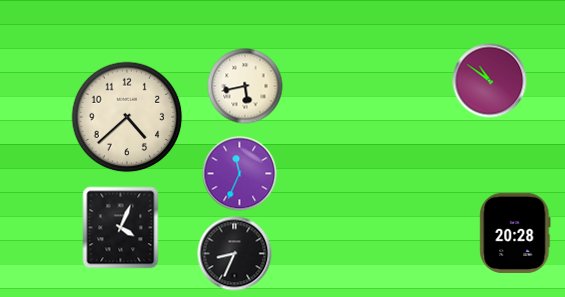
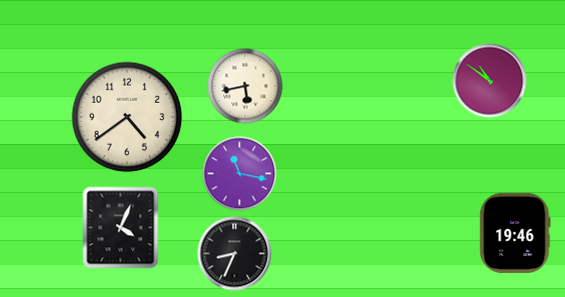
clock at (127, 117): 4:38 -> 4:39
clock at (240, 174): 11:34 -> 11:17
clock at (515, 233): 20:28 -> 19:46
